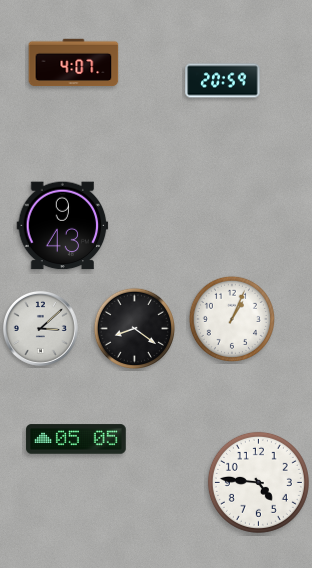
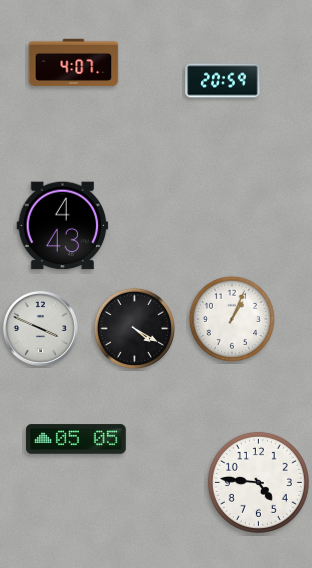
clock at (63, 226): 9:43 -> 4:43
clock at (40, 328): 3:08 -> 3:49
clock at (134, 328): 8:21 -> 4:20
